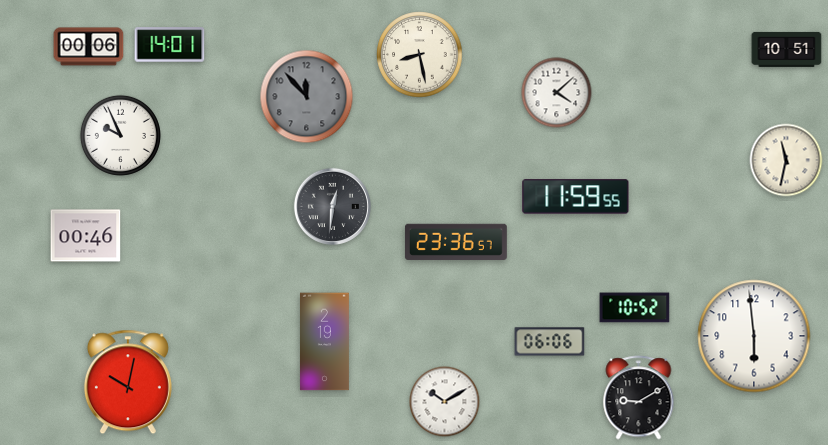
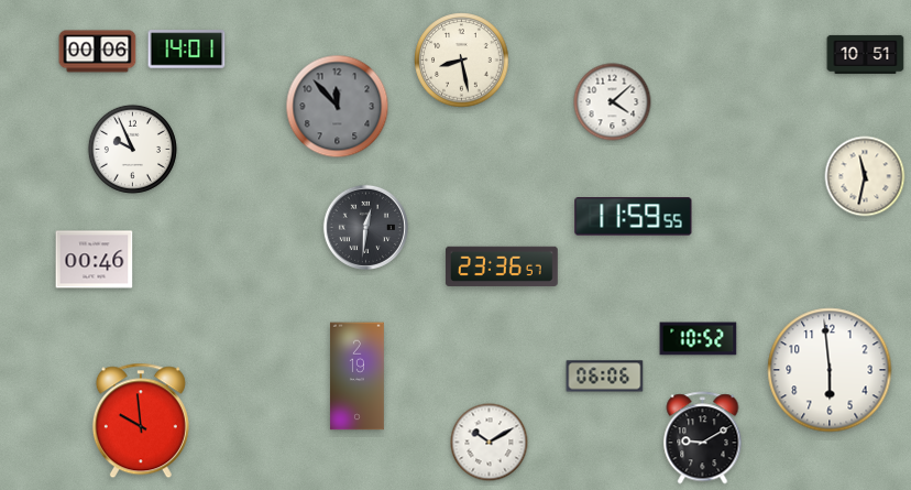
clock at (128, 382): 10:02 -> 9:59
